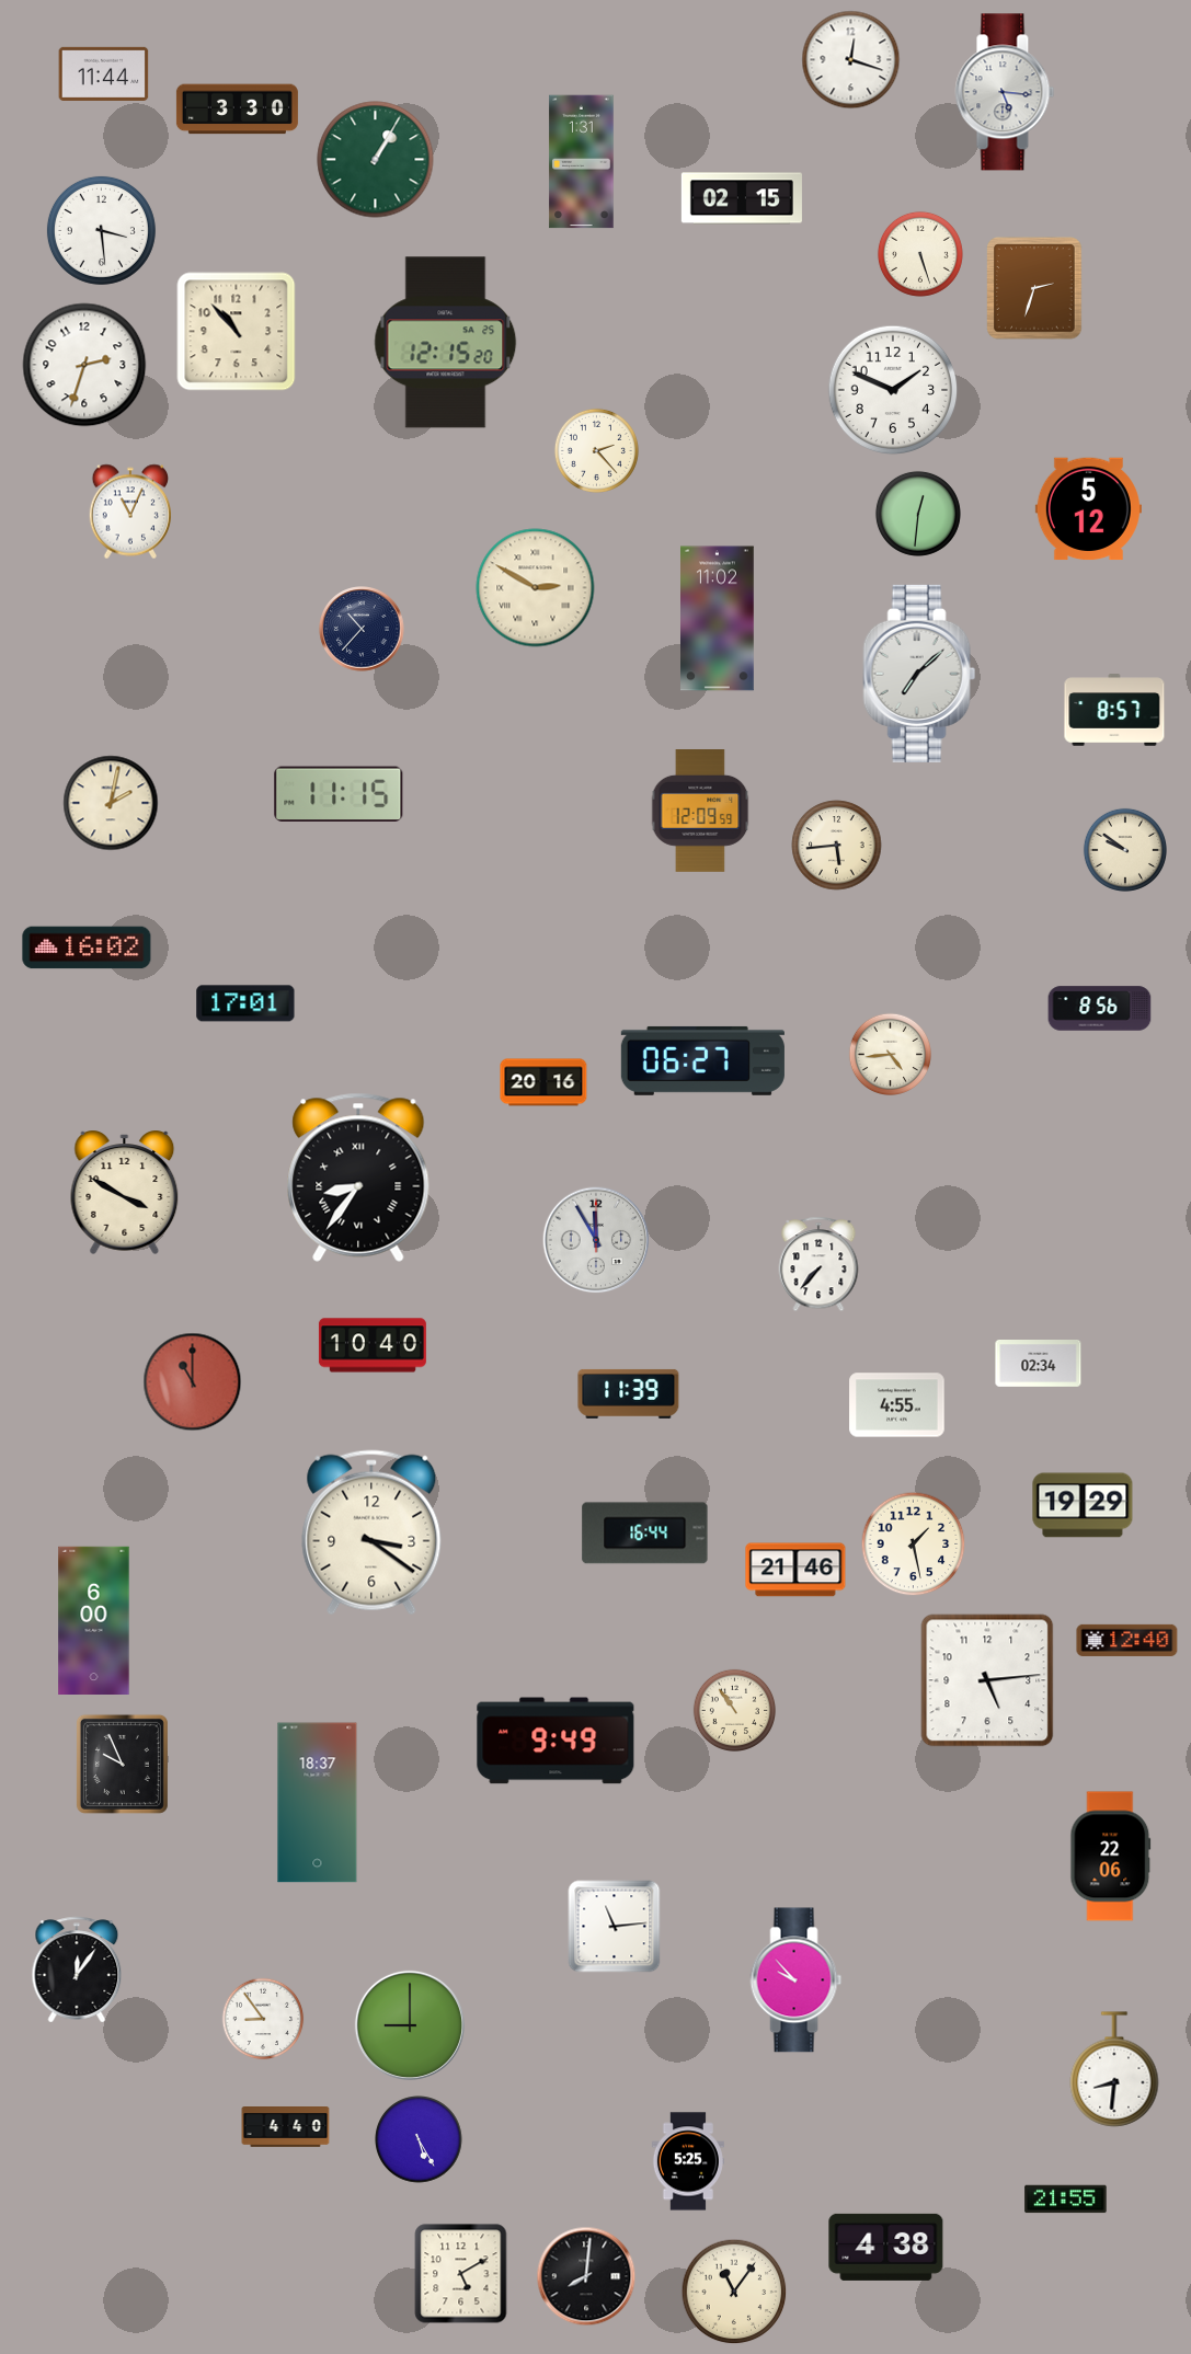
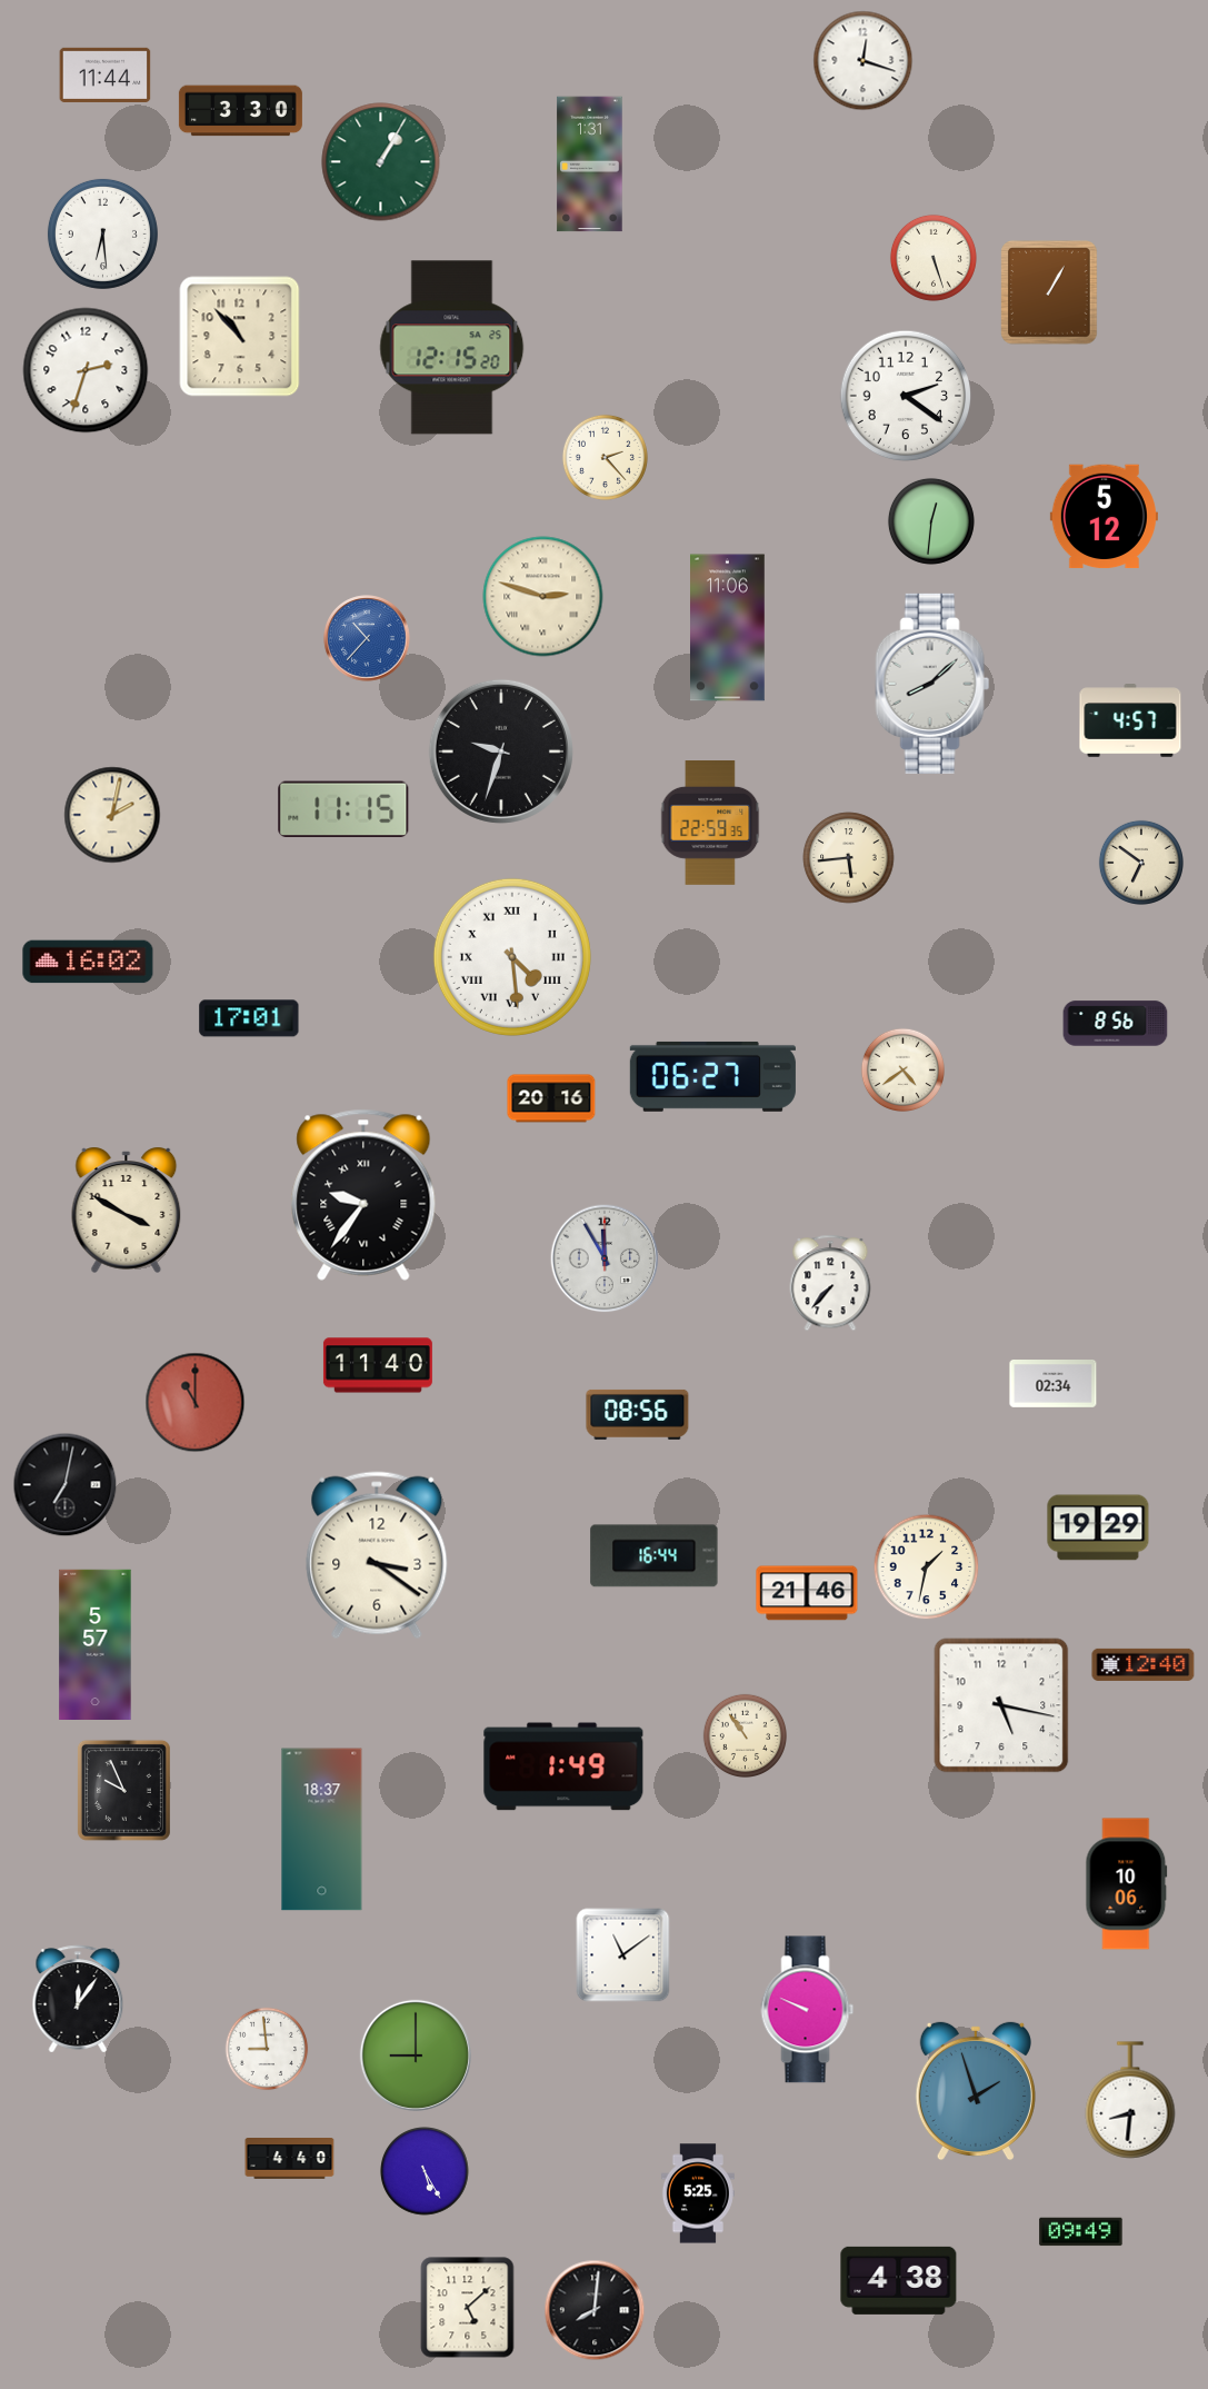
clock at (1005, 92): 5:16 -> none
clock at (742, 198): 02:15 -> none
clock at (101, 230): 3:29 -> 6:29
clock at (1034, 288): 2:33 -> 1:05
clock at (893, 390): 1:49 -> 2:21
clock at (130, 512): 11:04 -> none
clock at (536, 588): 2:50 -> 2:48
clock at (718, 619): 11:02 -> 11:06
clock at (362, 629) dial: navy -> blue
clock at (919, 674): 7:08 -> 8:08
clock at (1114, 710): 8:57 -> 4:57
clock at (501, 751): none -> 9:33
clock at (339, 793) position: (339, 793) -> (343, 808)
clock at (700, 812): 12:09 -> 22:59
clock at (1125, 850): 9:51 -> 6:51
clock at (512, 957): none -> 4:29
clock at (891, 1055): 4:44 -> 4:39
clock at (358, 1178): 8:36 -> 9:36
clock at (373, 1345): 10:40 -> 11:40
clock at (629, 1393): 11:39 -> 08:56
clock at (897, 1405): 4:55 -> none
clock at (66, 1485): none -> 7:02
clock at (914, 1545): 1:28 -> 1:32
clock at (94, 1620): 6:00 -> 5:57
clock at (987, 1680): 5:14 -> 5:17
clock at (556, 1741): 9:49 -> 1:49
clock at (1111, 1857): 22:06 -> 10:06
clock at (615, 1927): 11:14 -> 11:09
clock at (797, 1980): 9:53 -> 9:49
clock at (263, 2019): 8:54 -> 8:59
clock at (976, 2091): none -> 1:57
clock at (1066, 2200): 21:55 -> 09:49
clock at (461, 2274): 5:10 -> 5:08
clock at (734, 2292): 11:06 -> none
